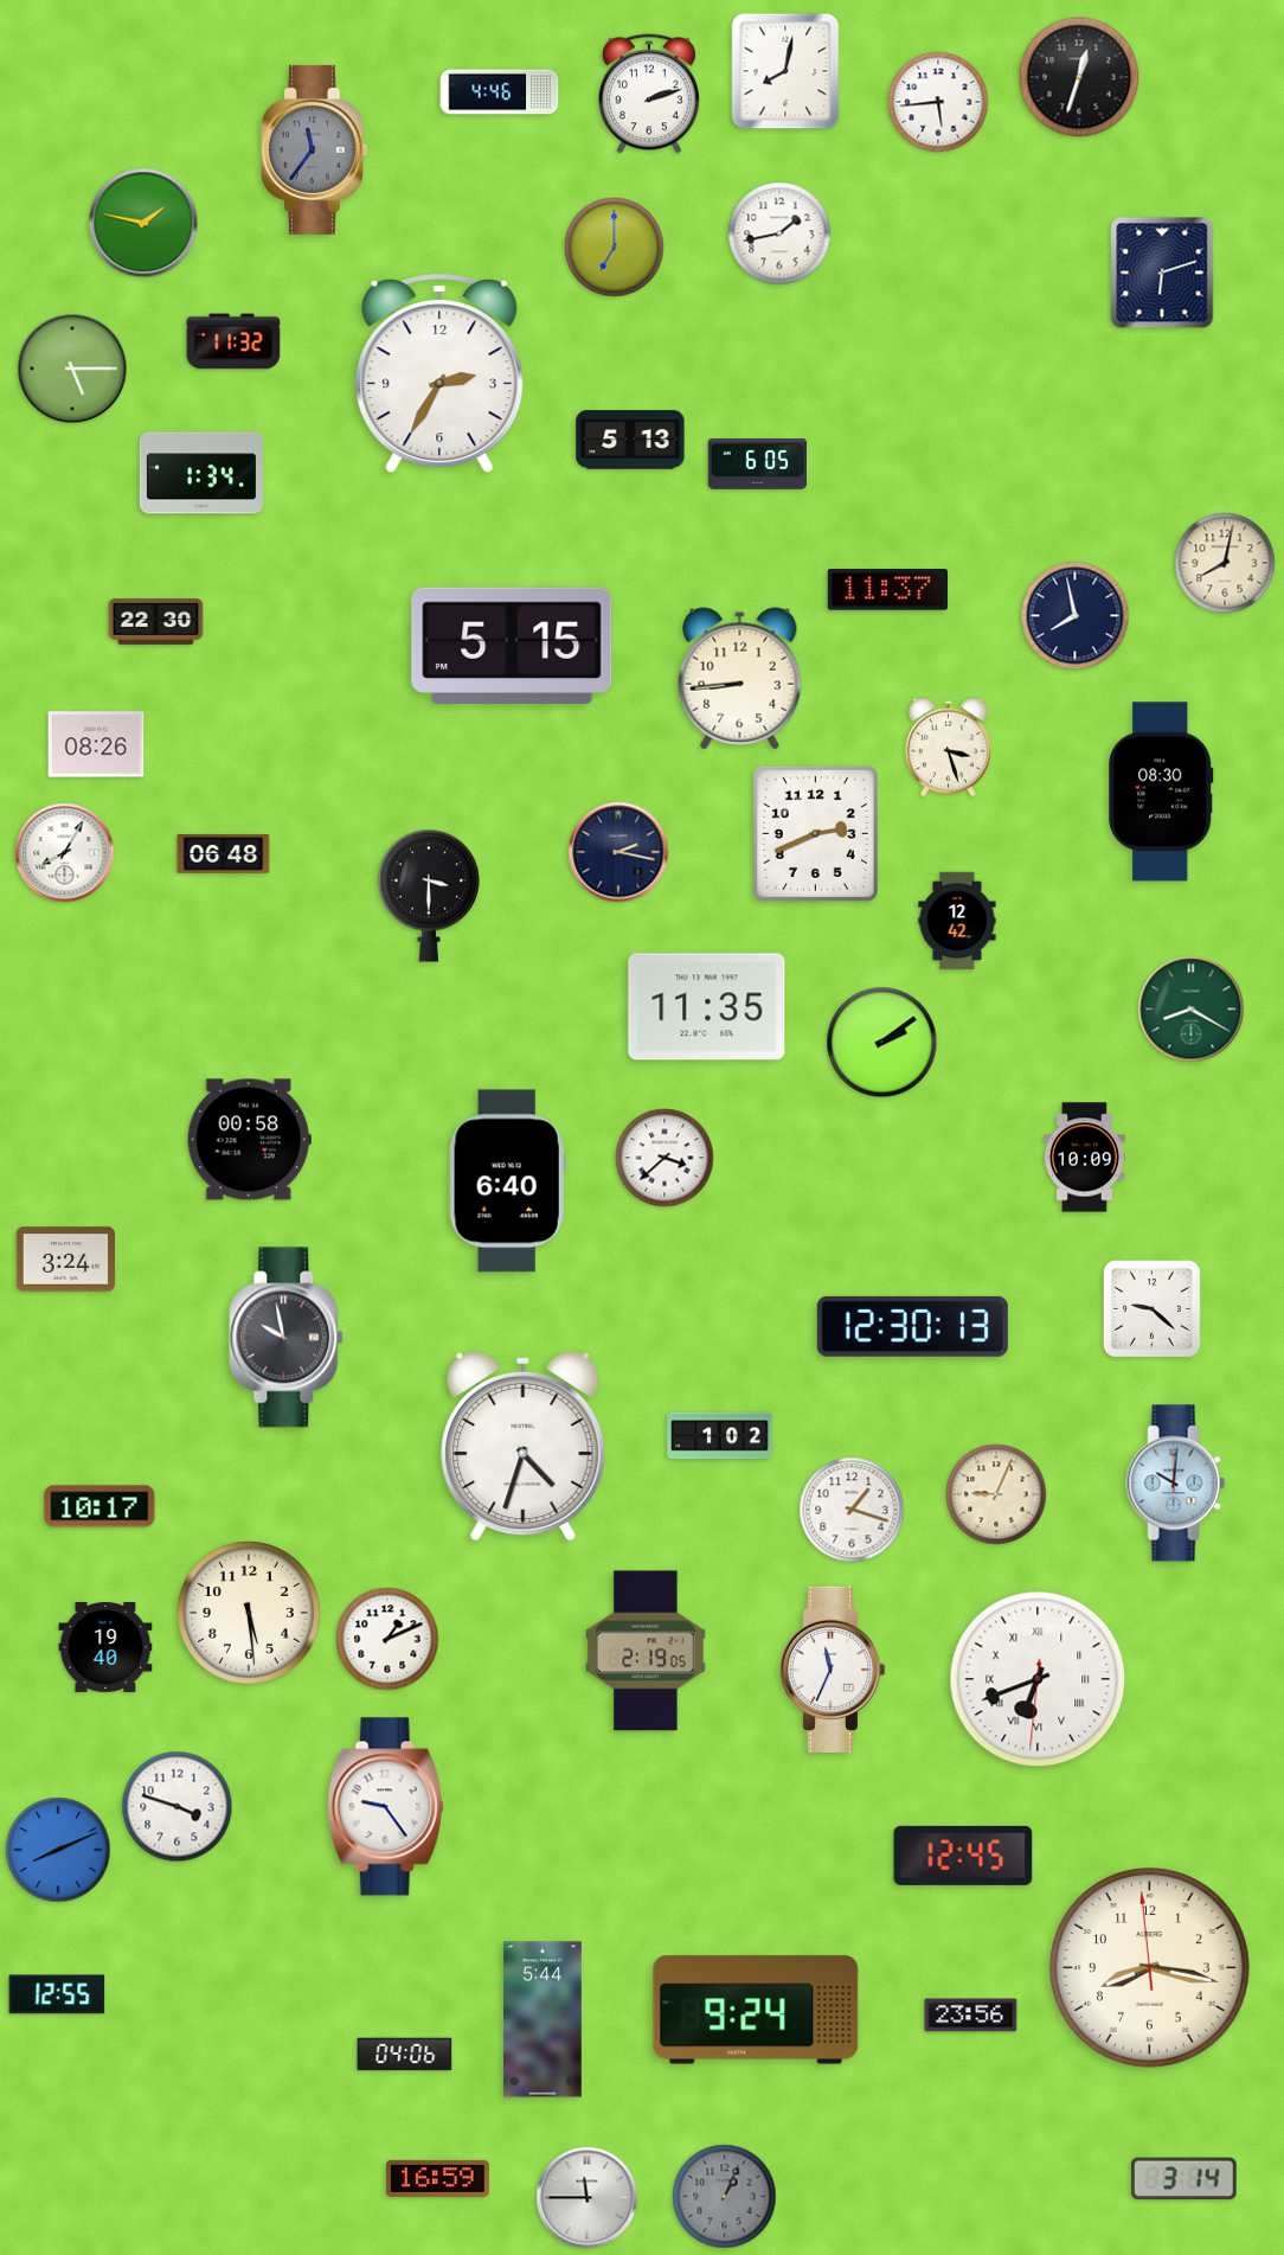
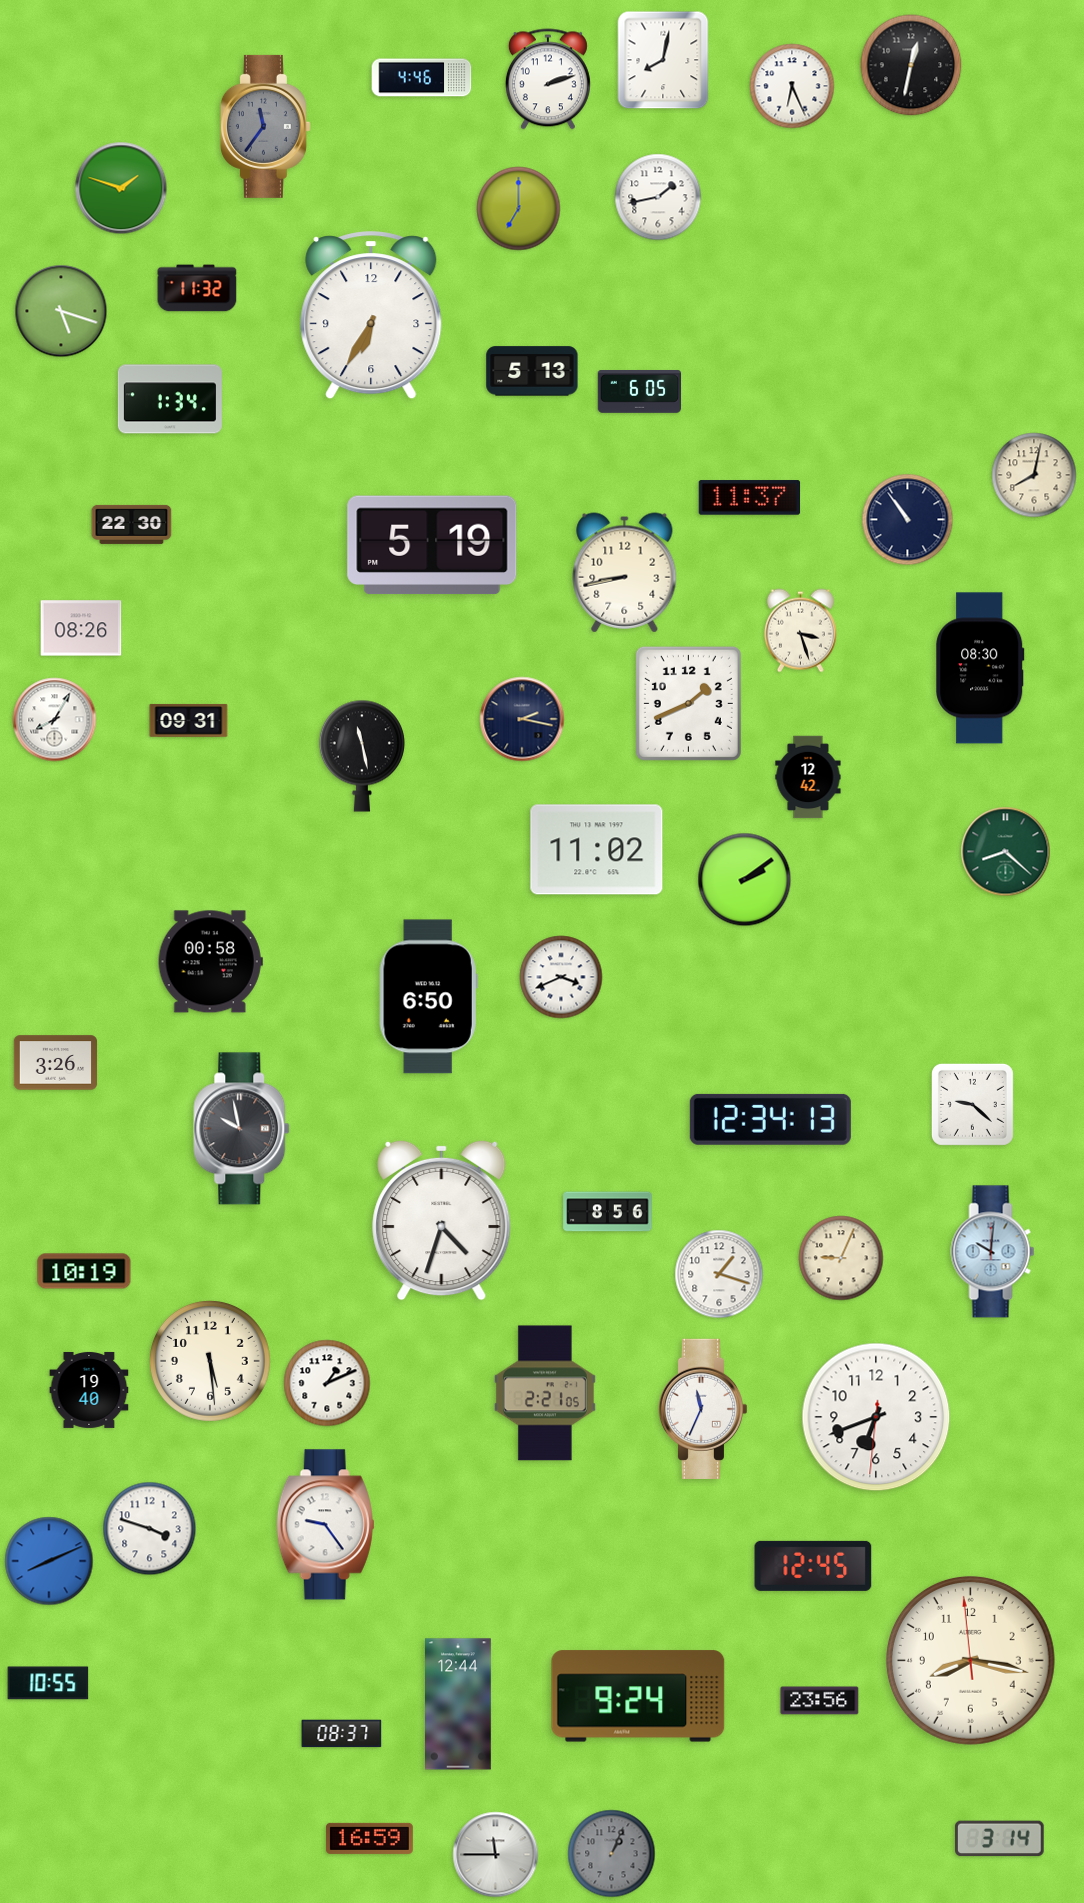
clock at (1079, 77): 12:33 -> 12:32
clock at (938, 102): 5:44 -> 6:26
clock at (143, 223): 1:47 -> 1:48
clock at (1162, 273): 6:12 -> none
clock at (72, 369): 5:15 -> 5:18
clock at (439, 374): 2:35 -> 6:35
clock at (1076, 616): 7:58 -> 10:54
clock at (512, 646): 5:15 -> 5:19
clock at (740, 679): 8:44 -> 8:43
clock at (815, 833): 2:41 -> 1:41
clock at (224, 853): 06:48 -> 09:31
clock at (429, 896): 3:30 -> 11:28
clock at (707, 1007): 11:35 -> 11:02
clock at (1192, 1010): 8:20 -> 8:22
clock at (665, 1158): 3:38 -> 3:41
clock at (1085, 1158): 10:09 -> none
clock at (507, 1181): 6:40 -> 6:50
clock at (66, 1260): 3:24 -> 3:26
clock at (912, 1326): 12:30 -> 12:34
clock at (720, 1436): 1:02 -> 8:56
clock at (996, 1494) position: (996, 1494) -> (841, 1258)
clock at (99, 1506): 10:17 -> 10:19
clock at (646, 1651): 2:19 -> 2:21
clock at (1038, 1679) numerals: Roman -> Arabic
clock at (178, 1807) position: (178, 1807) -> (150, 1529)
clock at (57, 1994): 12:55 -> 10:55
clock at (544, 2019): 5:44 -> 12:44
clock at (405, 2055): 04:06 -> 08:37
